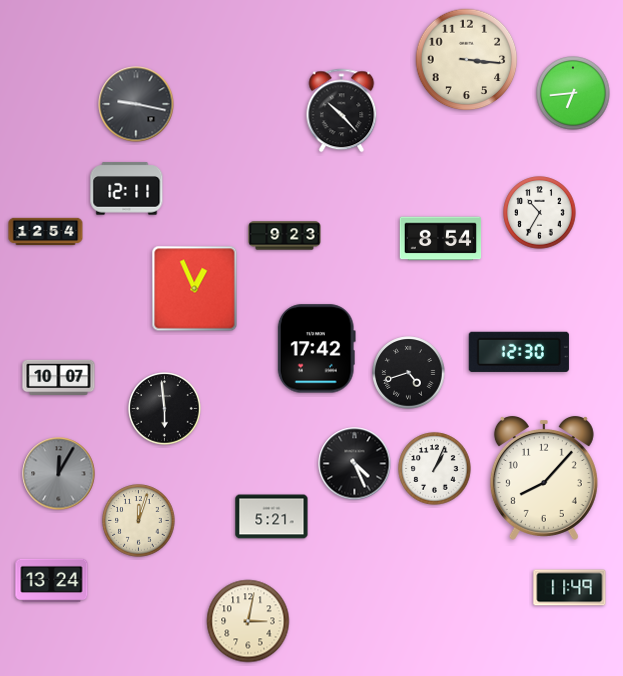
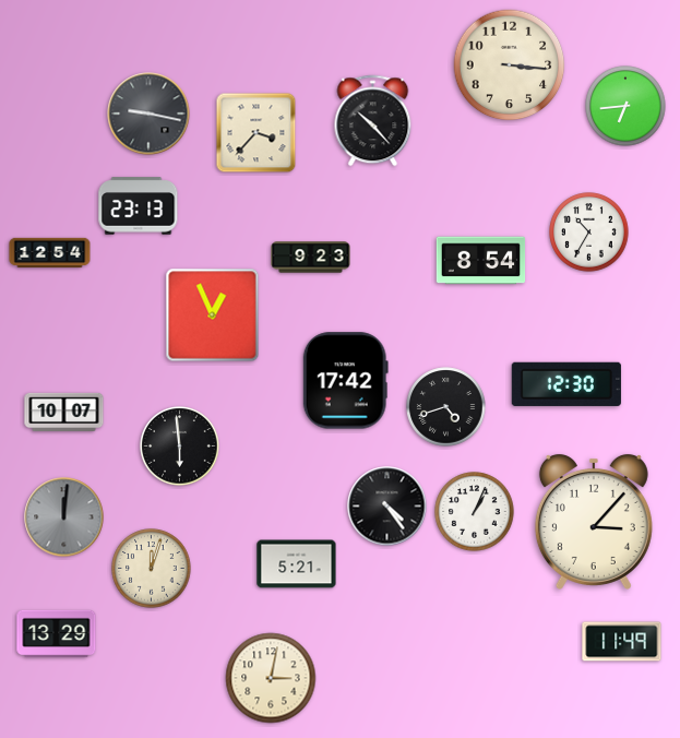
clock at (573, 93) position: (573, 93) -> (625, 106)
clock at (257, 133): none -> 3:37
clock at (127, 189): 12:11 -> 23:13
clock at (355, 464): 4:26 -> 4:24
clock at (59, 474): 12:05 -> 12:01
clock at (544, 478): 8:07 -> 3:07
clock at (52, 580): 13:24 -> 13:29
